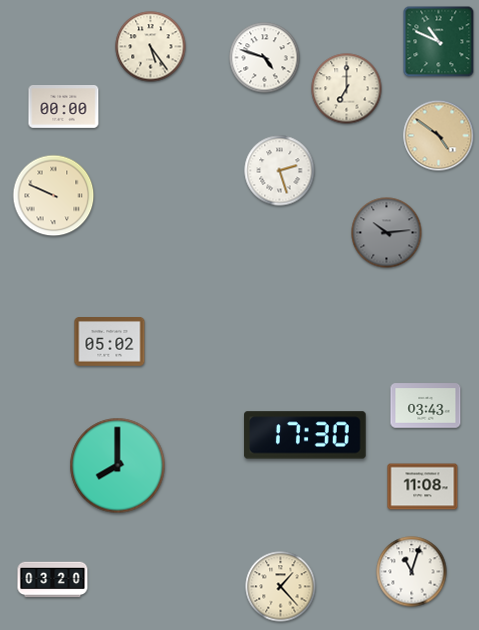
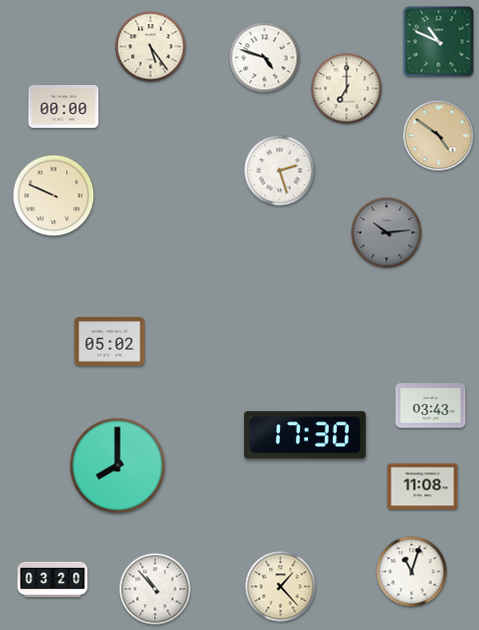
clock at (426, 406) position: (426, 406) -> (431, 406)
clock at (155, 589): none -> 10:53
